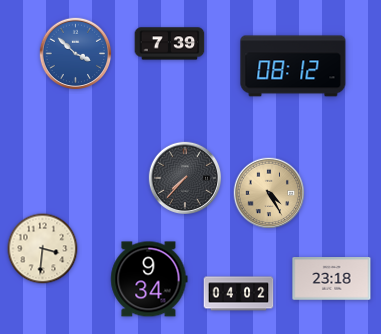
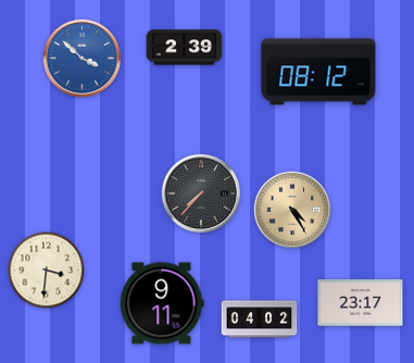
clock at (170, 44): 7:39 -> 2:39
clock at (149, 279): 9:34 -> 9:11
clock at (332, 279): 23:18 -> 23:17
